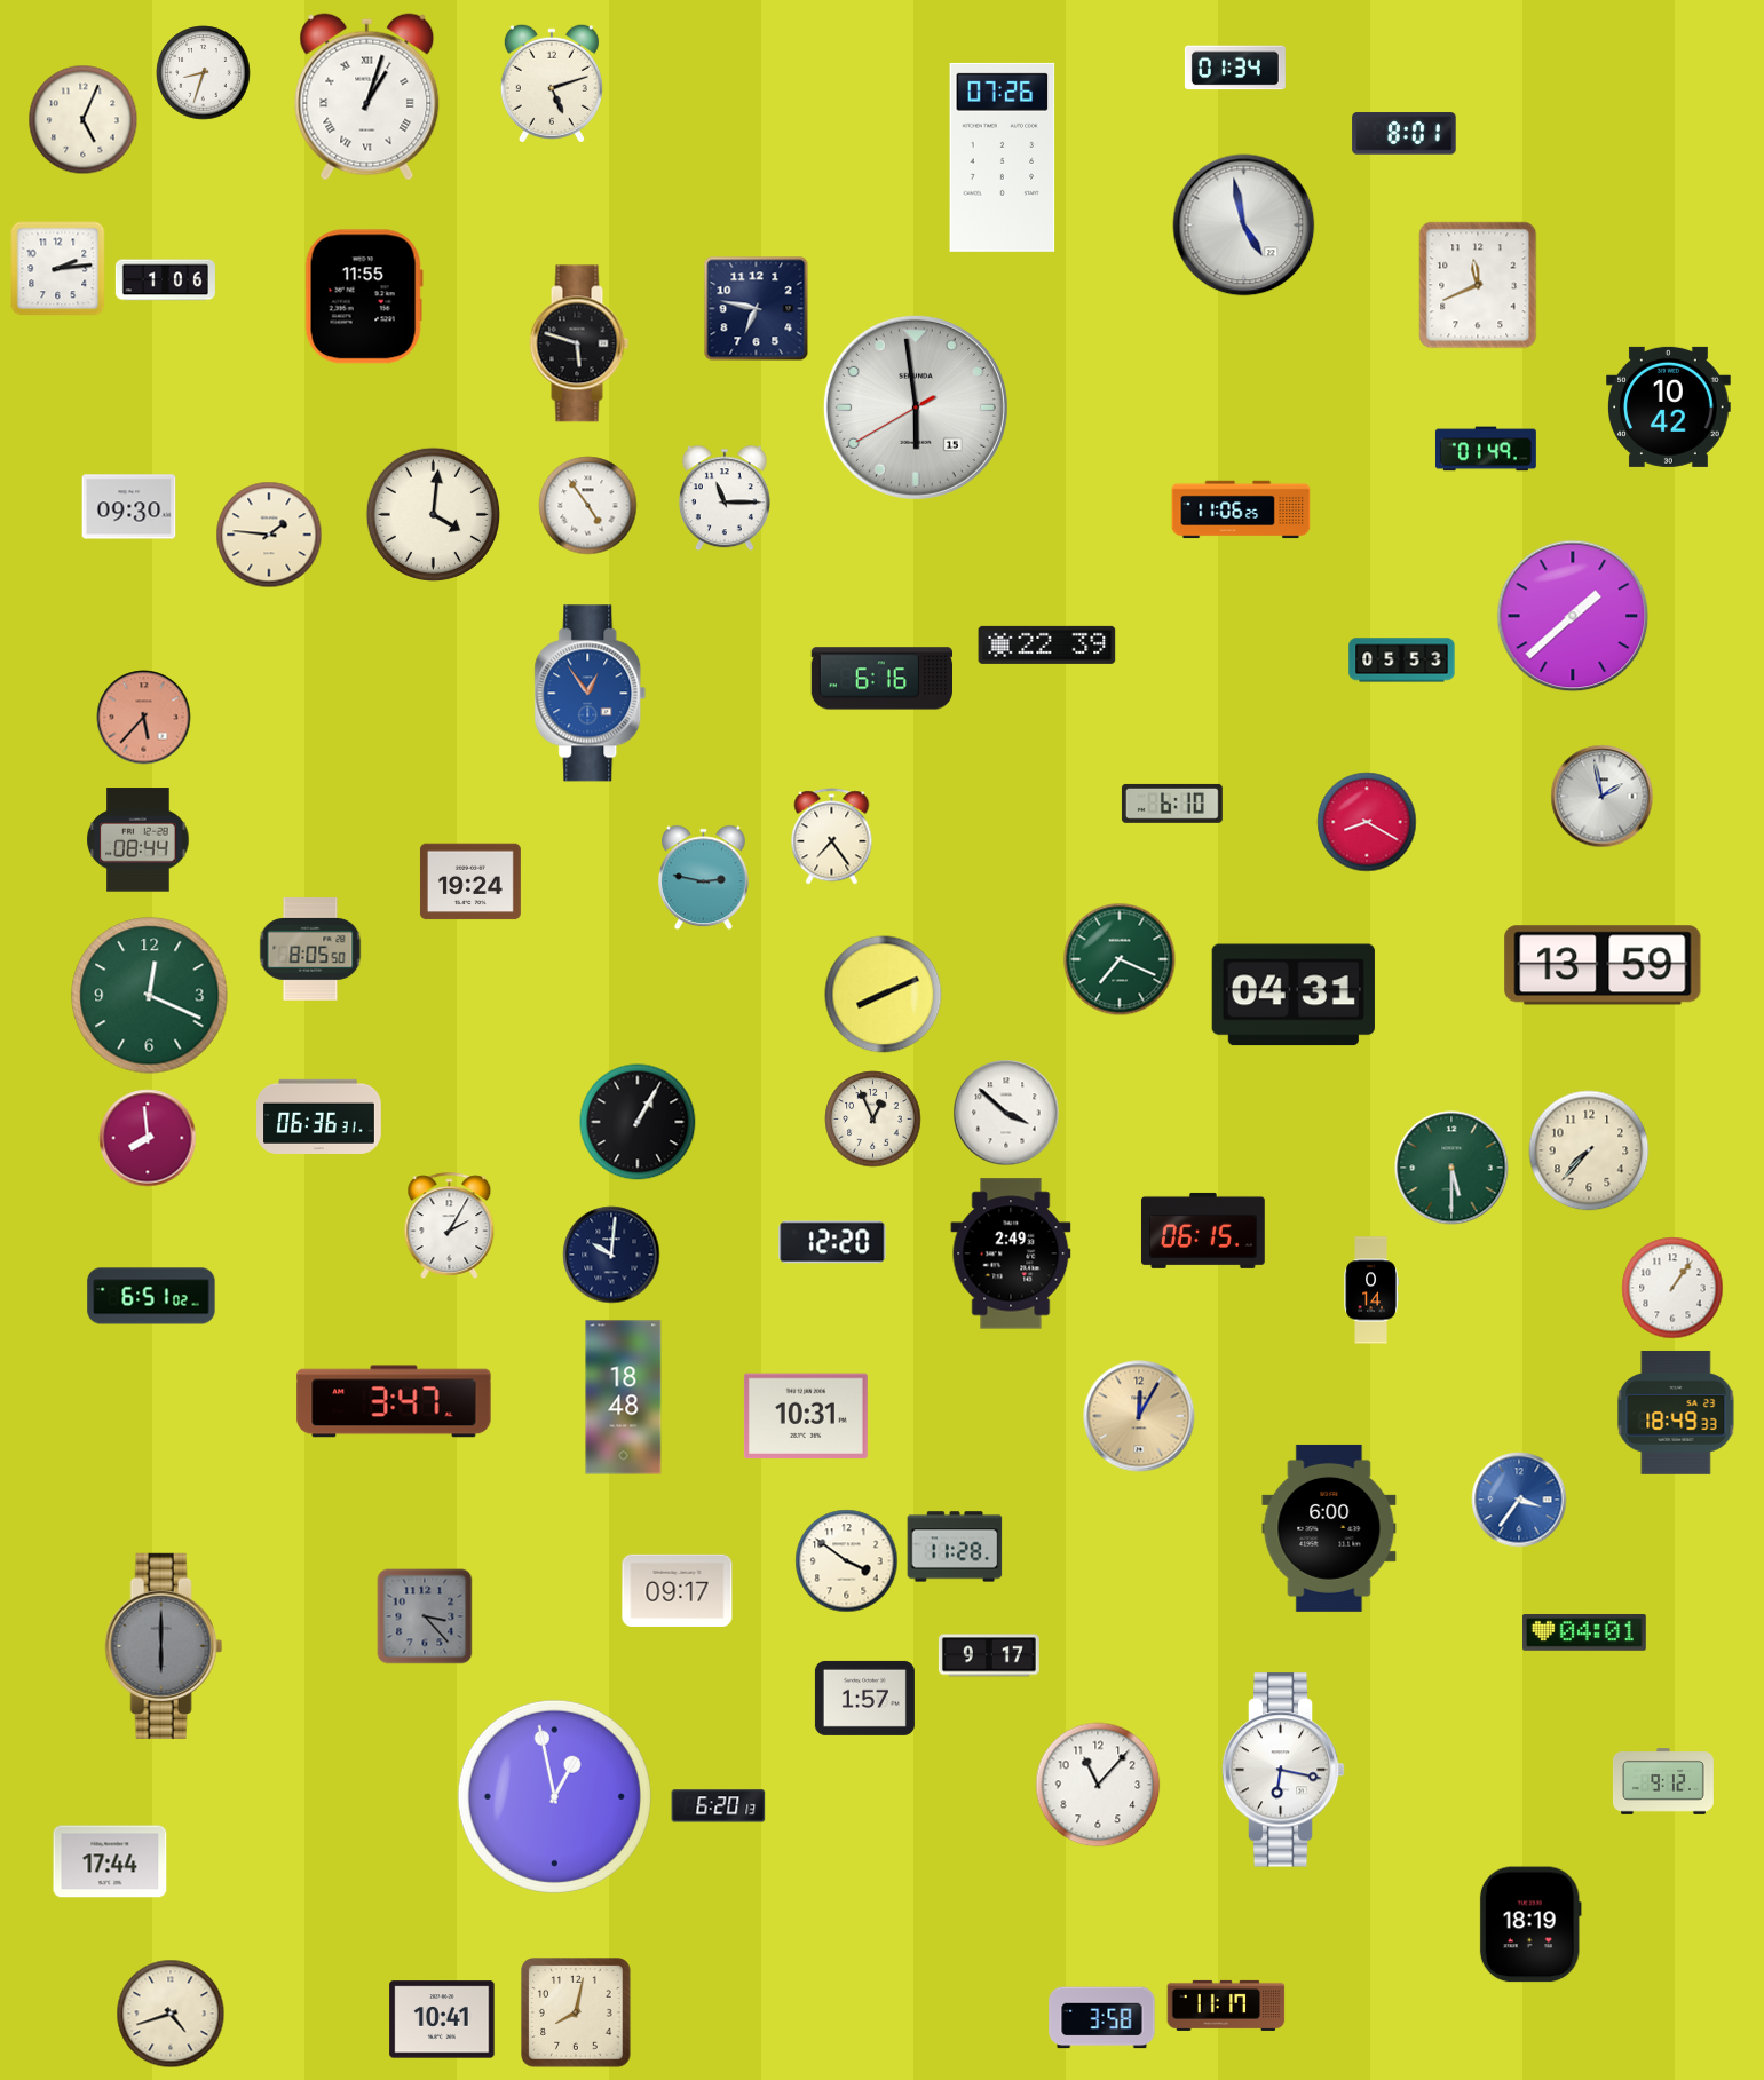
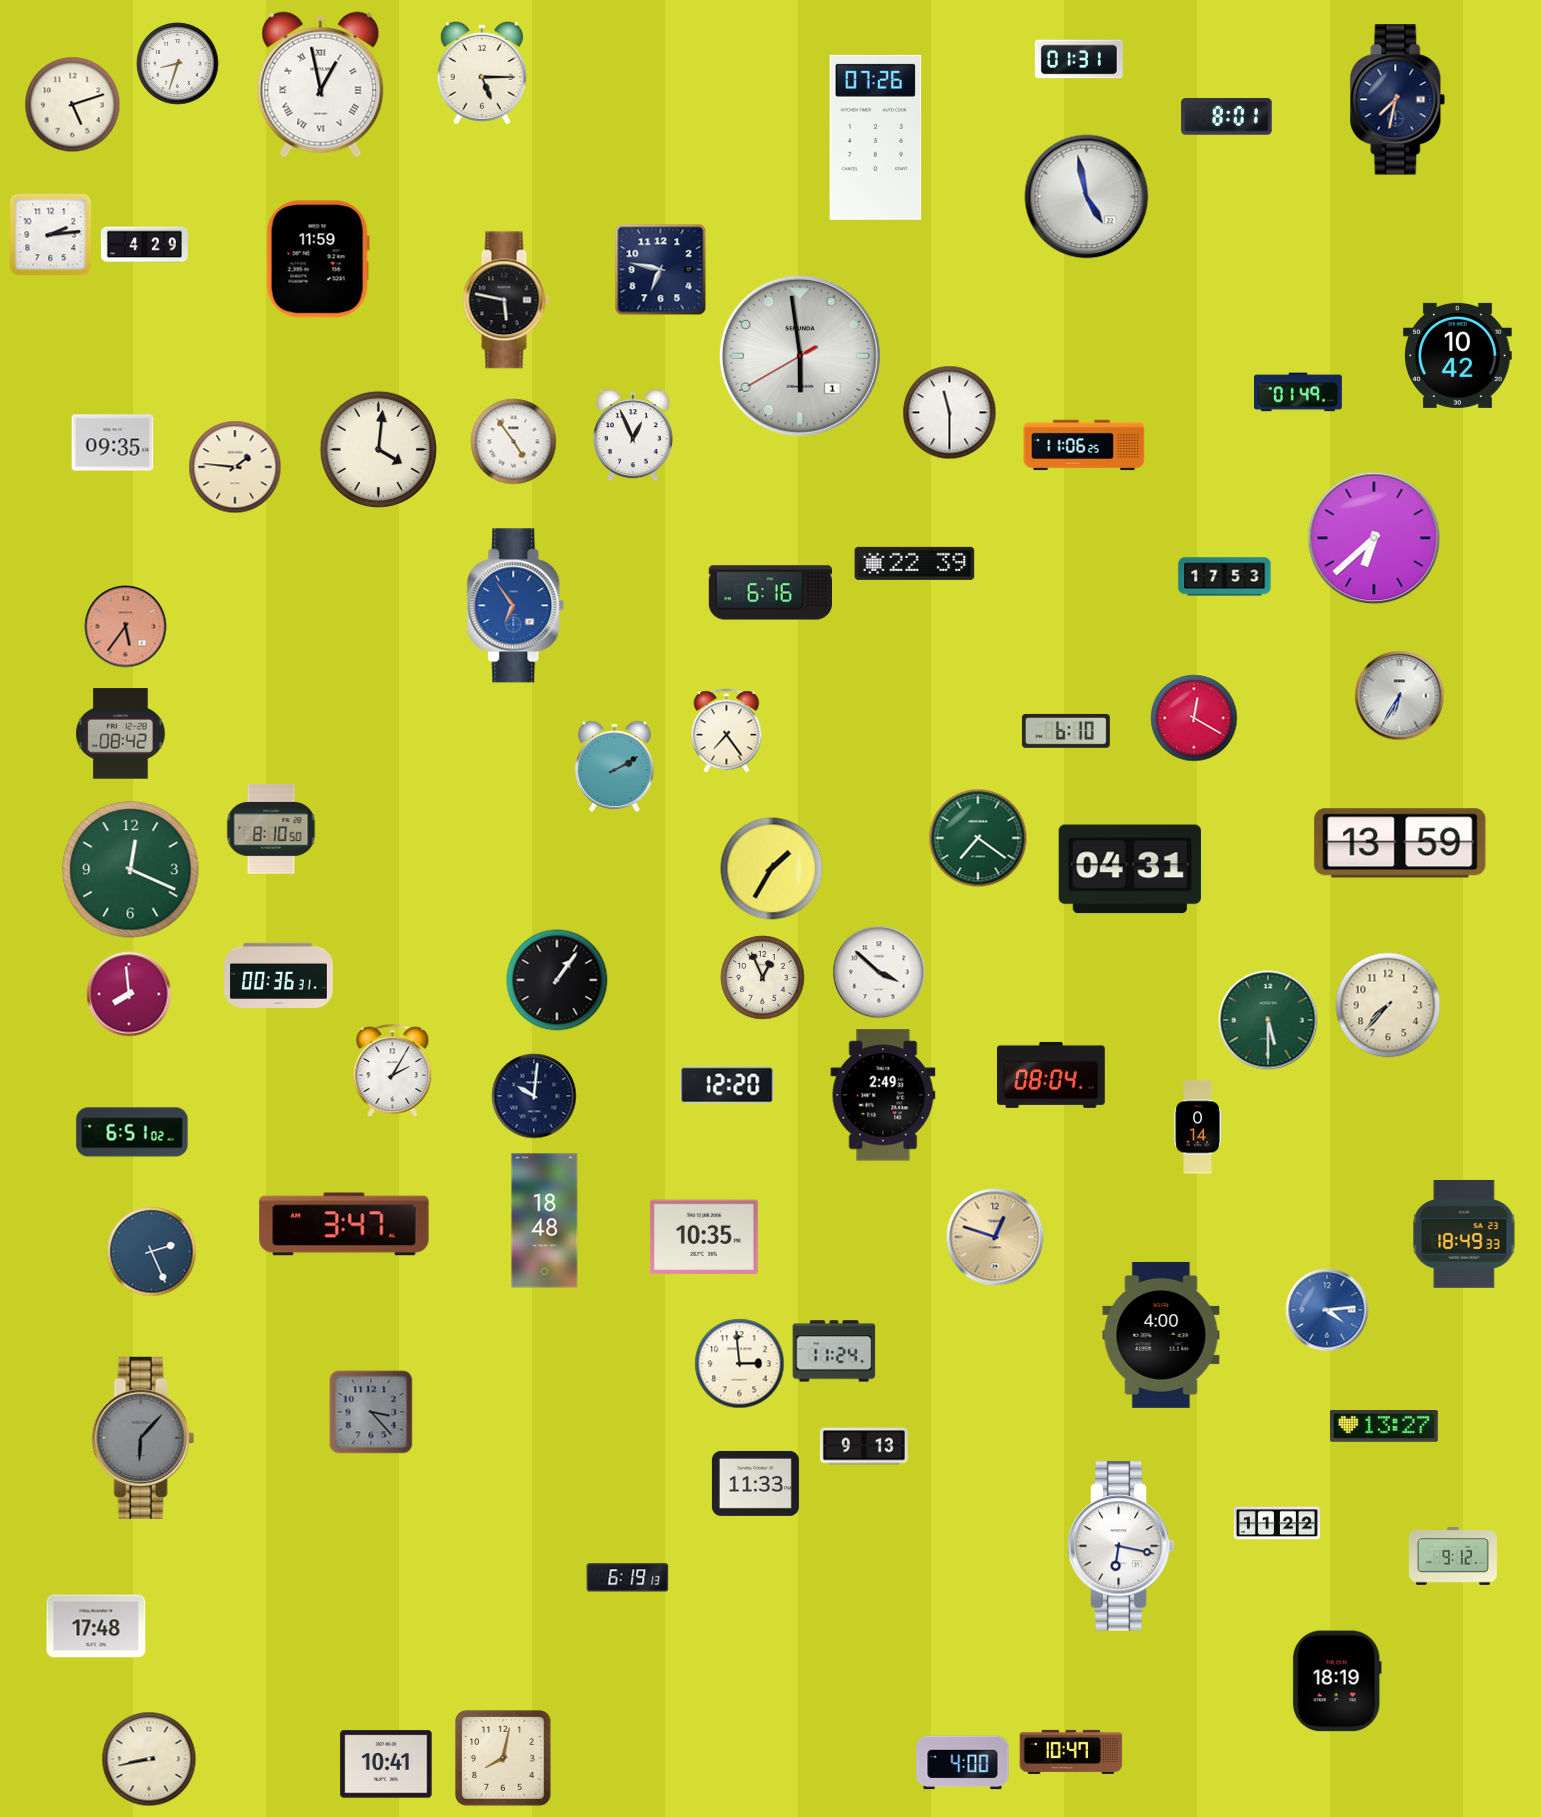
clock at (1235, 68): 01:34 -> 01:31
clock at (552, 84): 5:12 -> 5:15
clock at (367, 97): 1:03 -> 12:58
clock at (1398, 100): none -> 7:32
clock at (84, 120): 5:04 -> 5:12
clock at (165, 280): 1:06 -> 4:29
clock at (1478, 285): 11:41 -> none
clock at (364, 296): 11:55 -> 11:59
clock at (579, 343): 5:48 -> 5:47
clock at (916, 408) date: 15 -> 1
clock at (950, 413): none -> 11:30
clock at (725, 498): 11:15 -> 12:56
clock at (129, 507): 09:30 -> 09:35
clock at (1573, 616): 1:38 -> 6:38
clock at (1402, 661): 05:53 -> 17:53
clock at (591, 694): 12:54 -> 6:54
clock at (144, 718): 5:37 -> 5:36
clock at (1603, 797): 1:58 -> 6:35
clock at (1172, 804) position: (1172, 804) -> (1066, 731)
clock at (1367, 822): 8:20 -> 12:20
clock at (139, 840): 08:44 -> 08:42
clock at (704, 878): 2:47 -> 2:10
clock at (470, 881): 19:24 -> none
clock at (310, 949): 8:05 -> 8:10
clock at (1120, 959): 7:19 -> 7:21
clock at (884, 995): 8:11 -> 1:35
clock at (319, 1116): 06:36 -> 00:36
clock at (638, 1122): 1:05 -> 1:06
clock at (1203, 1231): 06:15 -> 08:04
clock at (1672, 1288): 1:06 -> none
clock at (806, 1416): 10:31 -> 10:35
clock at (1139, 1416): 12:05 -> 12:48
clock at (152, 1252): none -> 2:26
clock at (1519, 1500): 3:36 -> 4:14
clock at (1329, 1528): 6:00 -> 4:00
clock at (955, 1547): 11:28 -> 11:24
clock at (847, 1561): 3:51 -> 2:59
clock at (678, 1590): 09:17 -> none
clock at (1584, 1634): 04:01 -> 13:27
clock at (164, 1646): 6:00 -> 6:07
clock at (989, 1655): 9:17 -> 9:13
clock at (864, 1698): 1:57 -> 11:33
clock at (1277, 1523): none -> 11:22
clock at (1098, 1785): 11:07 -> none
clock at (554, 1796): 12:58 -> none
clock at (719, 1806): 6:20 -> 6:19
clock at (110, 1861): 17:44 -> 17:48
clock at (1226, 2006): 11:17 -> 10:47
clock at (171, 2014): 4:42 -> 8:43
clock at (1102, 2018): 3:58 -> 4:00
